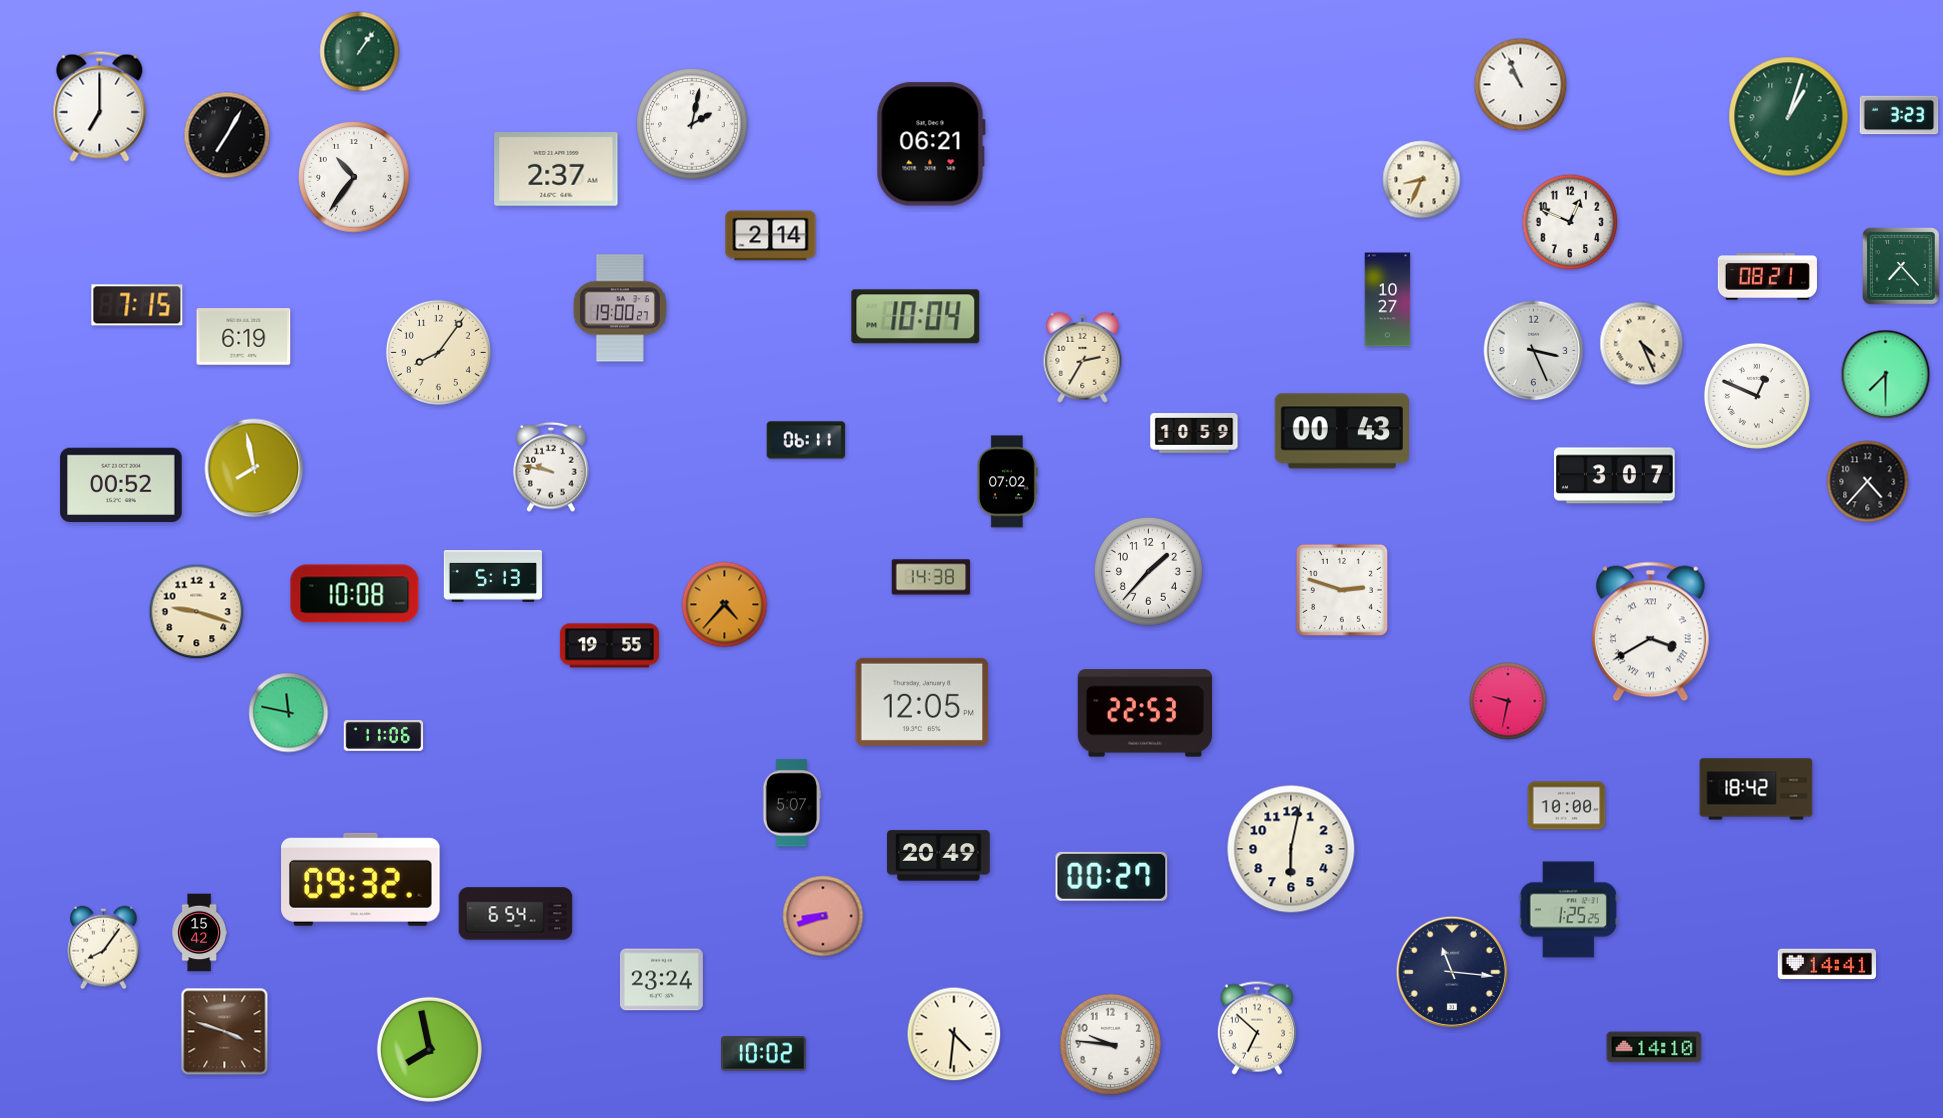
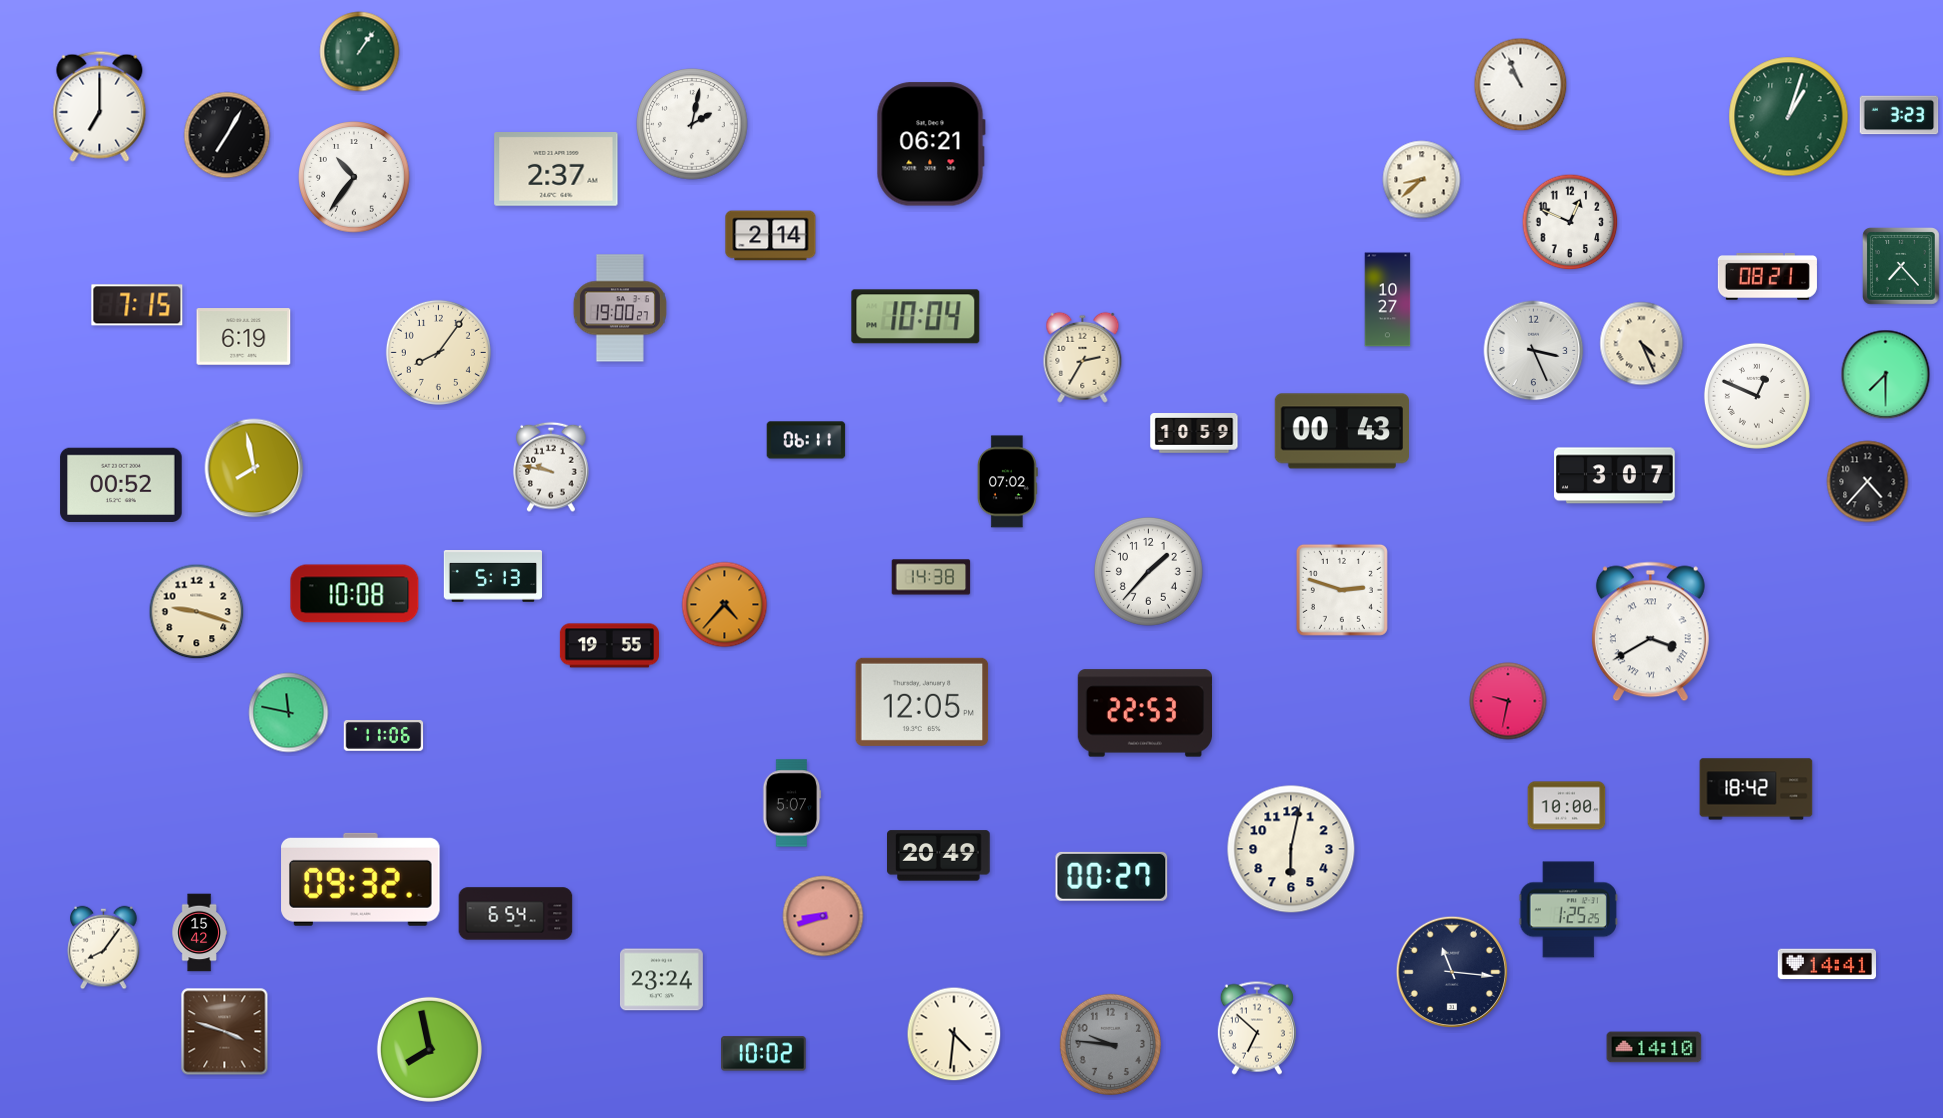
clock at (1422, 180): 8:34 -> 8:38
clock at (1110, 1044) dial: white -> grey
